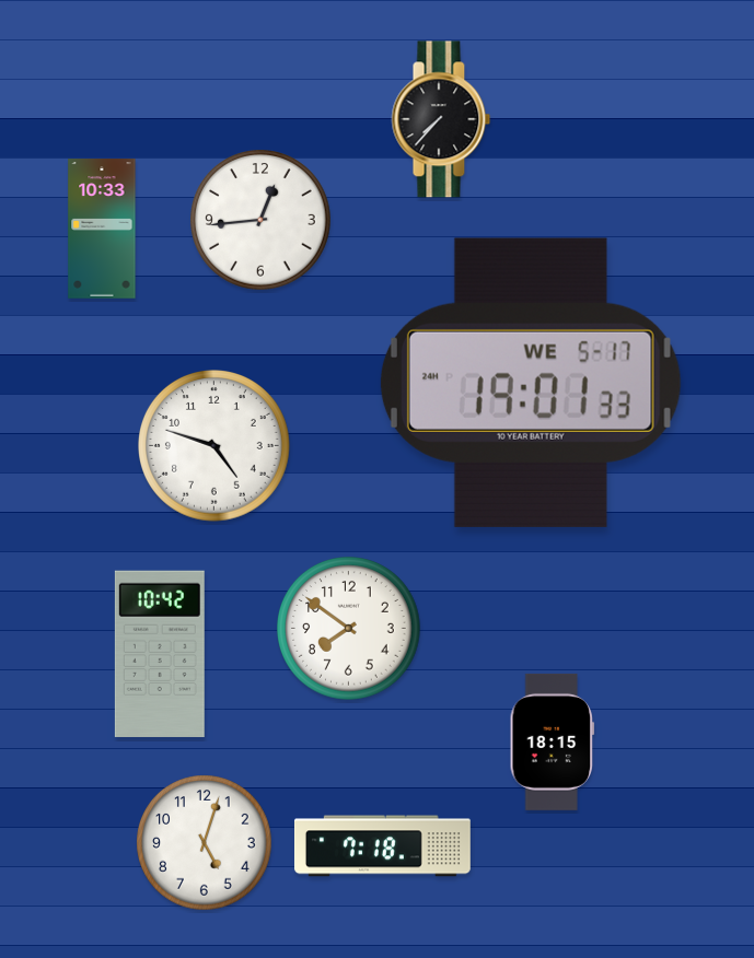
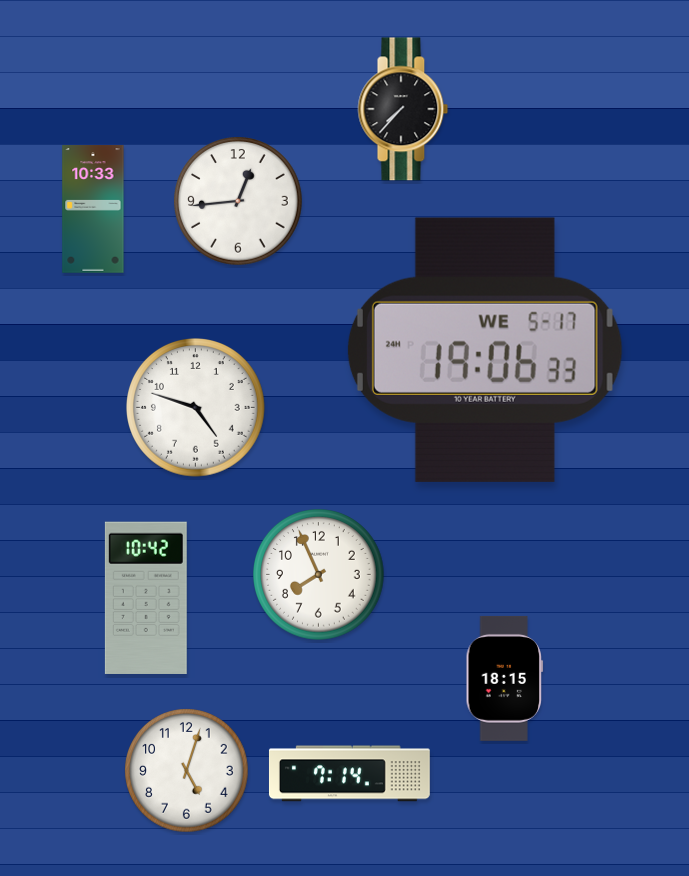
clock at (531, 383): 19:01 -> 19:06
clock at (349, 629): 7:51 -> 7:56
clock at (382, 846): 7:18 -> 7:14
